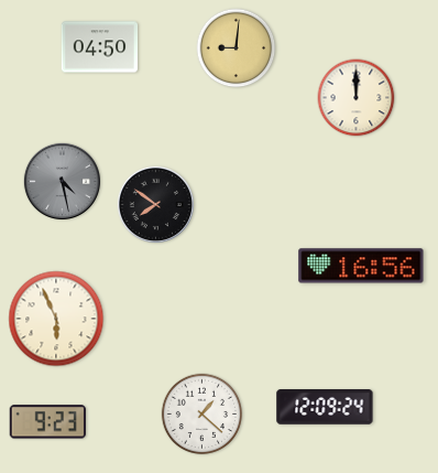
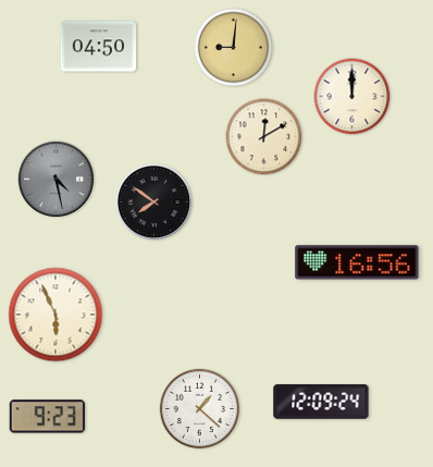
clock at (264, 137): none -> 12:10
clock at (62, 181) position: (62, 181) -> (55, 179)
